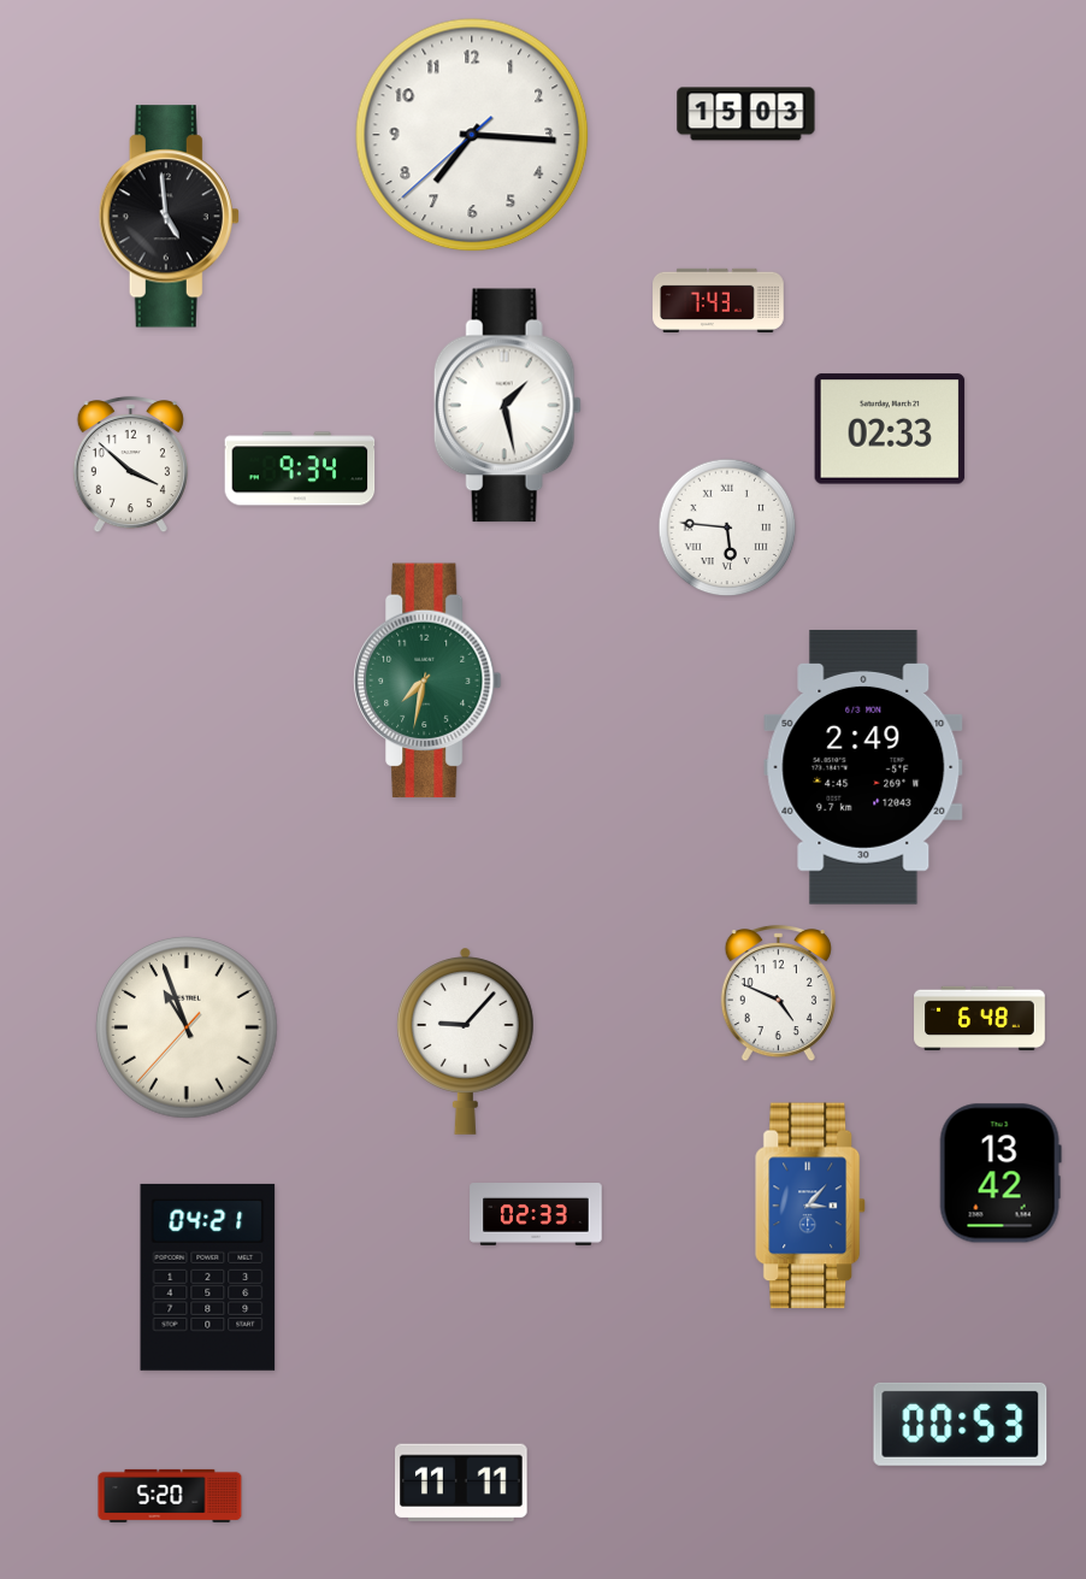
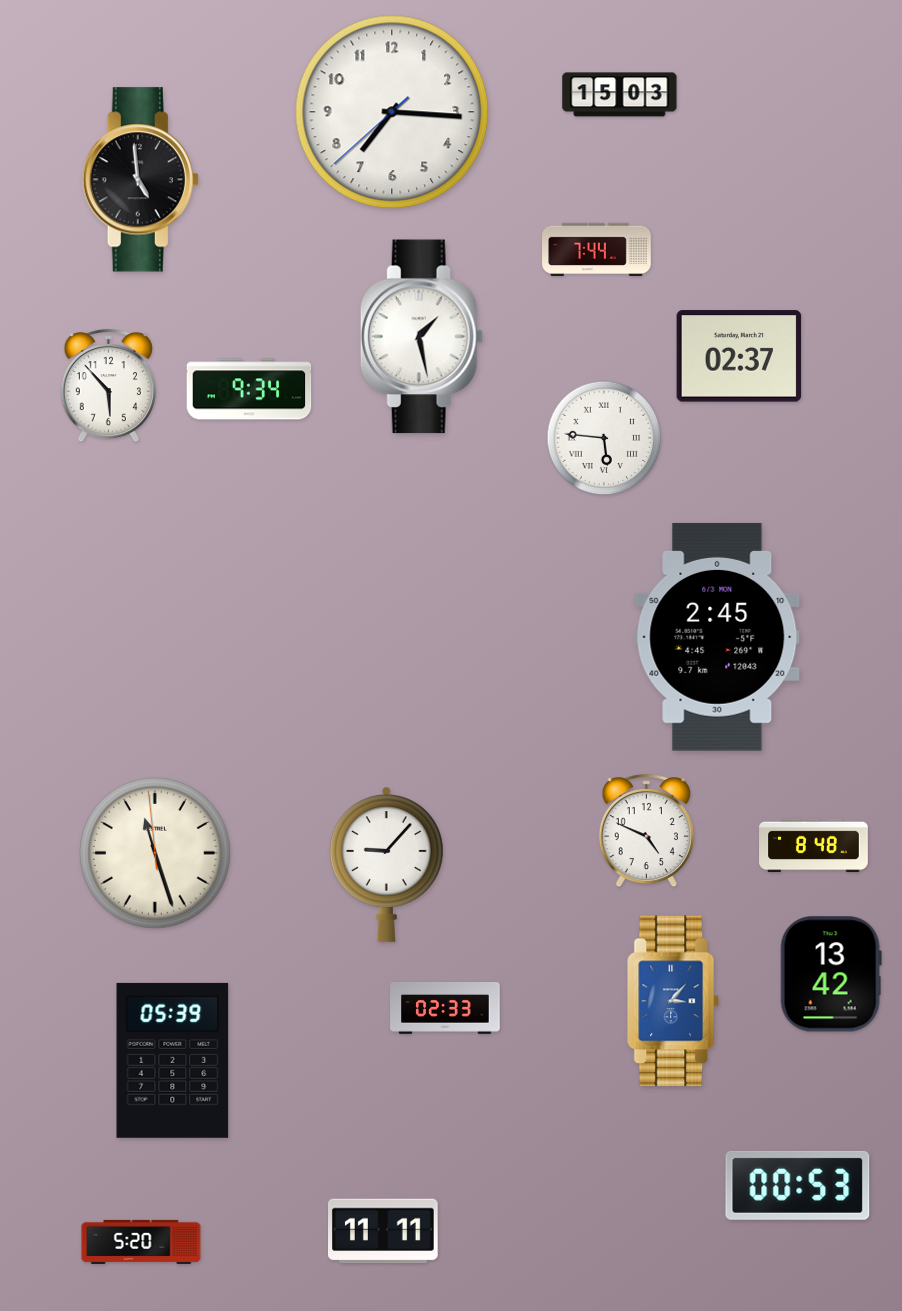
clock at (719, 300): 7:43 -> 7:44
clock at (890, 429): 02:33 -> 02:37
clock at (130, 465): 3:52 -> 5:53
clock at (429, 680): 7:32 -> none
clock at (863, 767): 2:49 -> 2:45
clock at (778, 994) position: (778, 994) -> (646, 831)
clock at (980, 1019): 6:48 -> 8:48
clock at (187, 1027): 10:56 -> 11:26
clock at (208, 1277): 04:21 -> 05:39
clock at (961, 1424) position: (961, 1424) -> (798, 1185)
